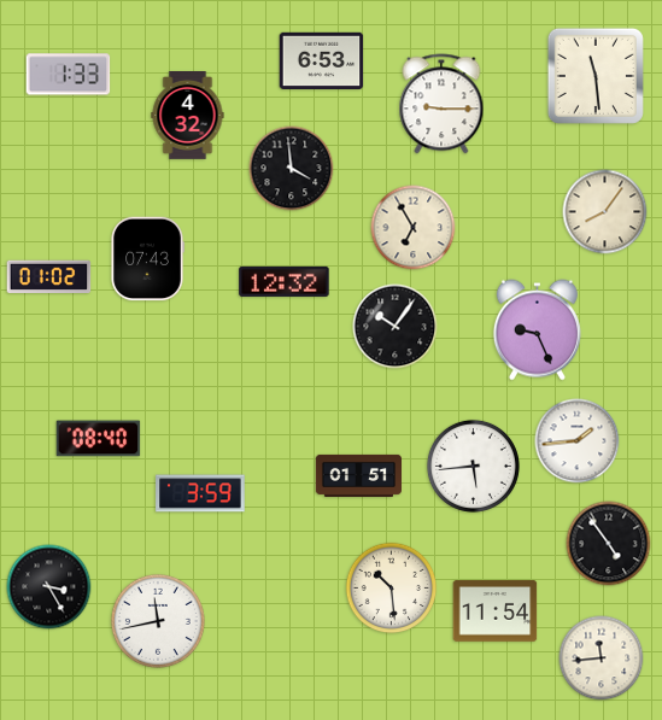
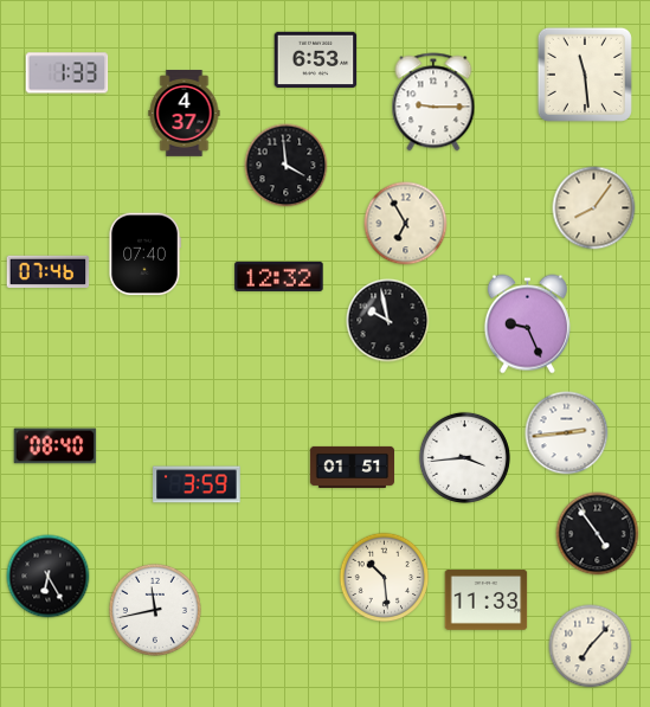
clock at (188, 116): 4:32 -> 4:37
clock at (147, 259): 07:43 -> 07:40
clock at (49, 277): 01:02 -> 07:46
clock at (396, 327): 10:06 -> 9:58
clock at (99, 439) position: (99, 439) -> (56, 446)
clock at (578, 441): 1:44 -> 2:44
clock at (473, 466): 5:44 -> 3:44
clock at (49, 587): 3:25 -> 6:25
clock at (496, 611): 11:54 -> 11:33
clock at (602, 658): 11:44 -> 7:07
